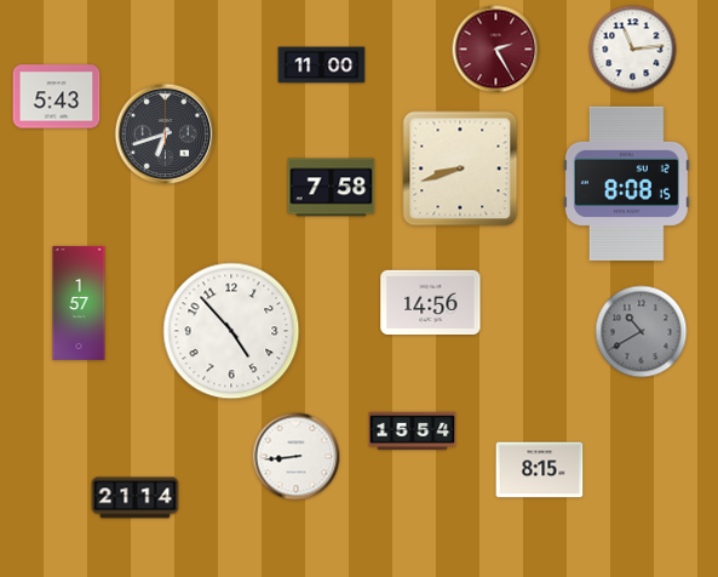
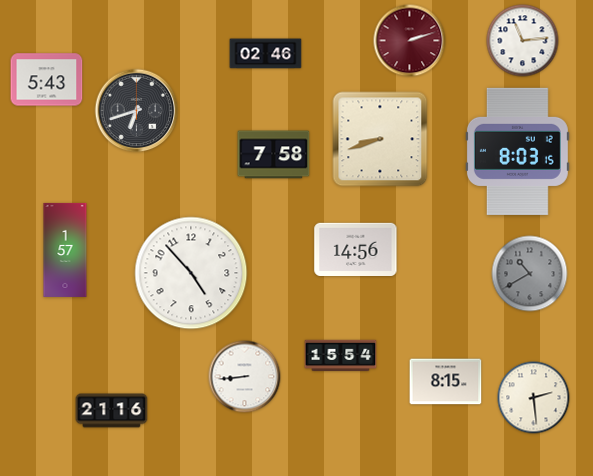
clock at (496, 50): 2:25 -> 2:12
clock at (322, 65): 11:00 -> 02:46
clock at (626, 183): 8:08 -> 8:03
clock at (540, 470) position: (540, 470) -> (446, 382)
clock at (534, 398): none -> 2:29
clock at (136, 498): 21:14 -> 21:16
